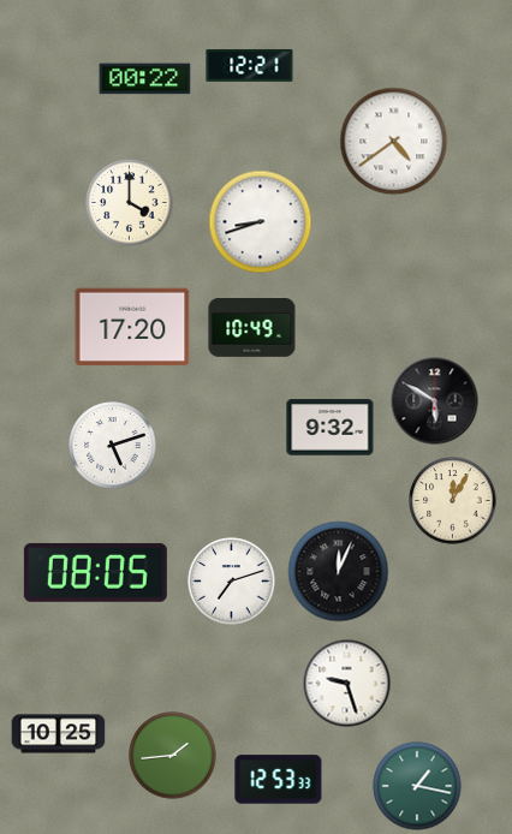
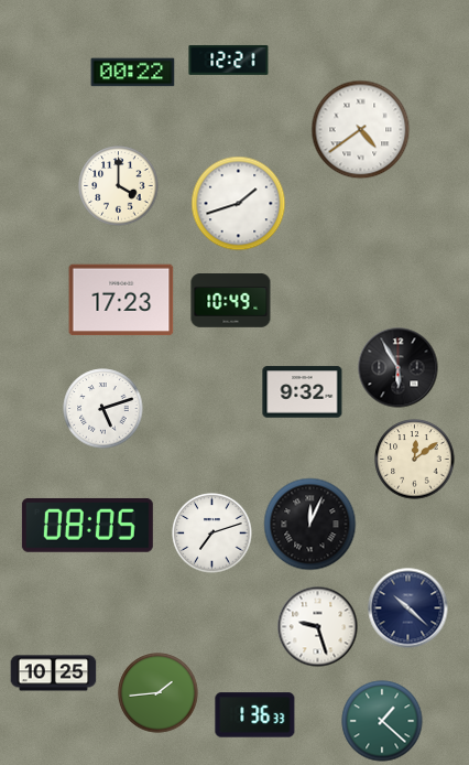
clock at (261, 222): 8:42 -> 1:42
clock at (132, 327): 17:20 -> 17:23
clock at (435, 401): 5:50 -> 5:55
clock at (453, 501): 12:05 -> 12:09
clock at (408, 608): none -> 10:22
clock at (279, 780): 12:53 -> 1:36
clock at (417, 786): 1:17 -> 1:22
